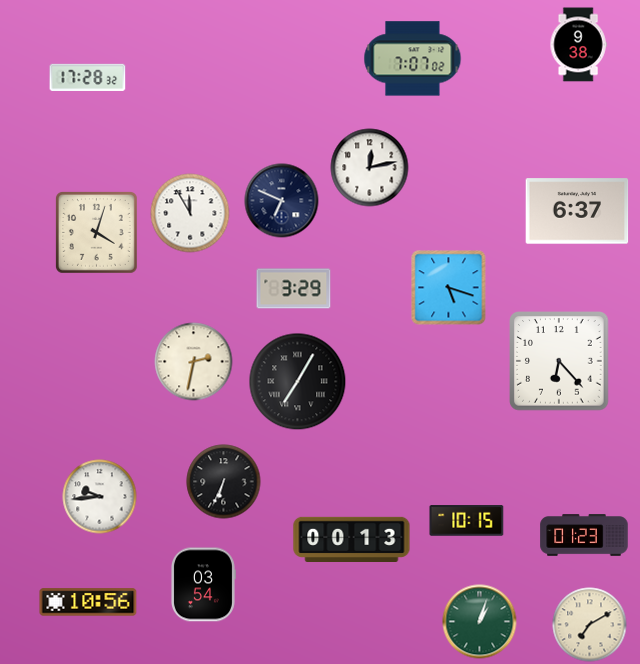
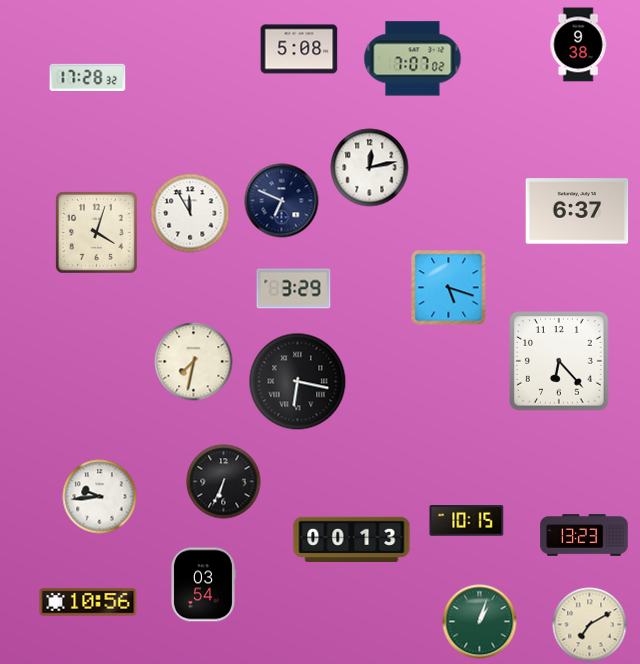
clock at (299, 49): none -> 5:08
clock at (194, 362): 2:32 -> 7:32
clock at (298, 382): 7:05 -> 6:17
clock at (584, 535): 01:23 -> 13:23
